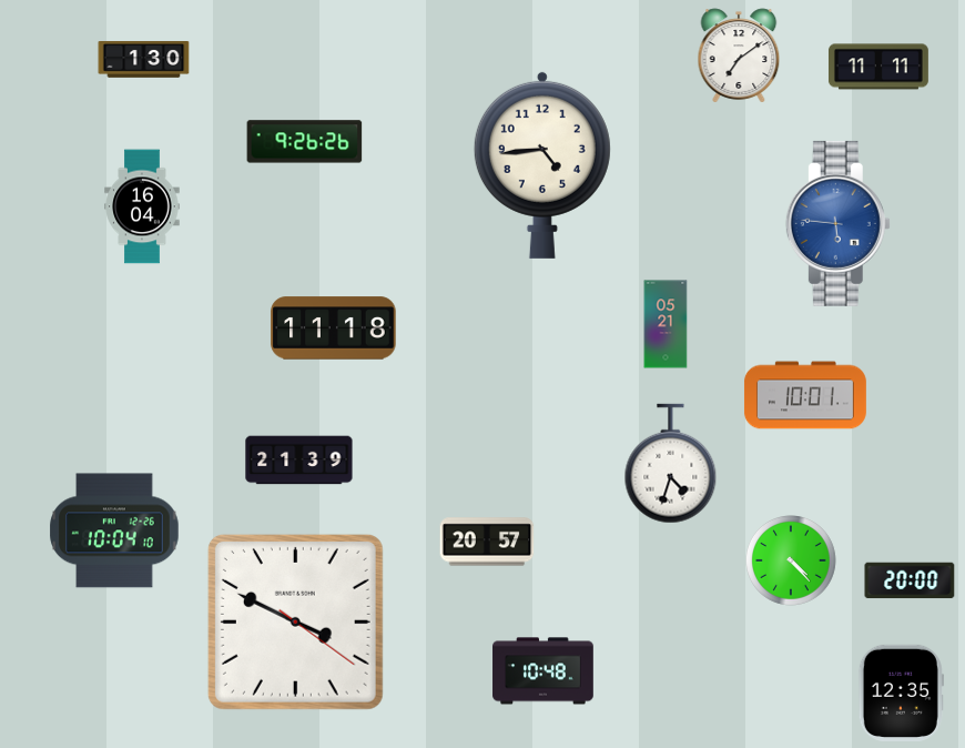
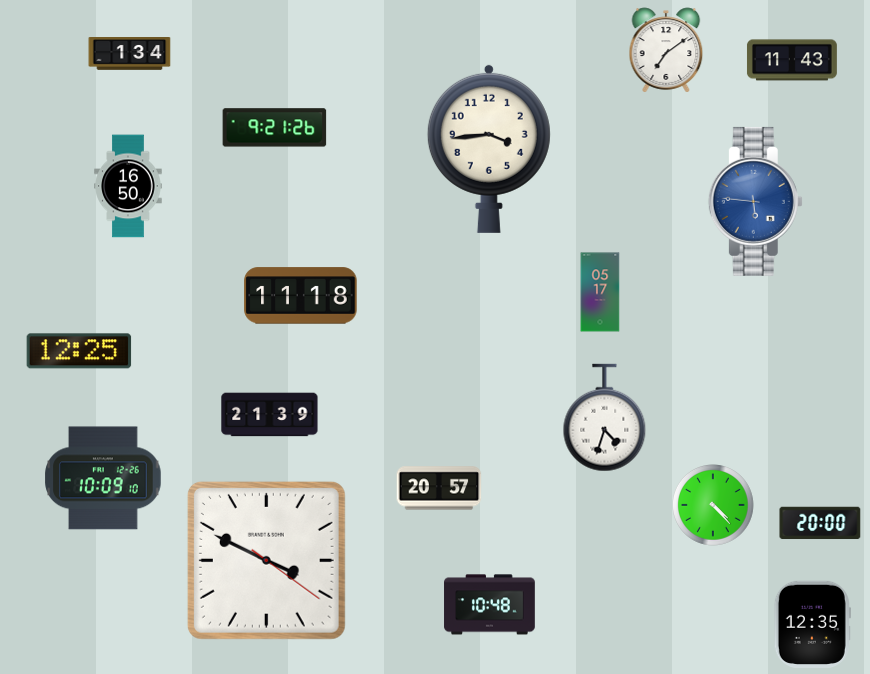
clock at (144, 60): 1:30 -> 1:34
clock at (878, 67): 11:11 -> 11:43
clock at (305, 142): 9:26 -> 9:21
clock at (542, 164): 4:44 -> 3:44
clock at (142, 206): 16:04 -> 16:50
clock at (666, 324): 05:21 -> 05:17
clock at (79, 351): none -> 12:25
clock at (805, 395): 10:01 -> none
clock at (114, 530): 10:04 -> 10:09
